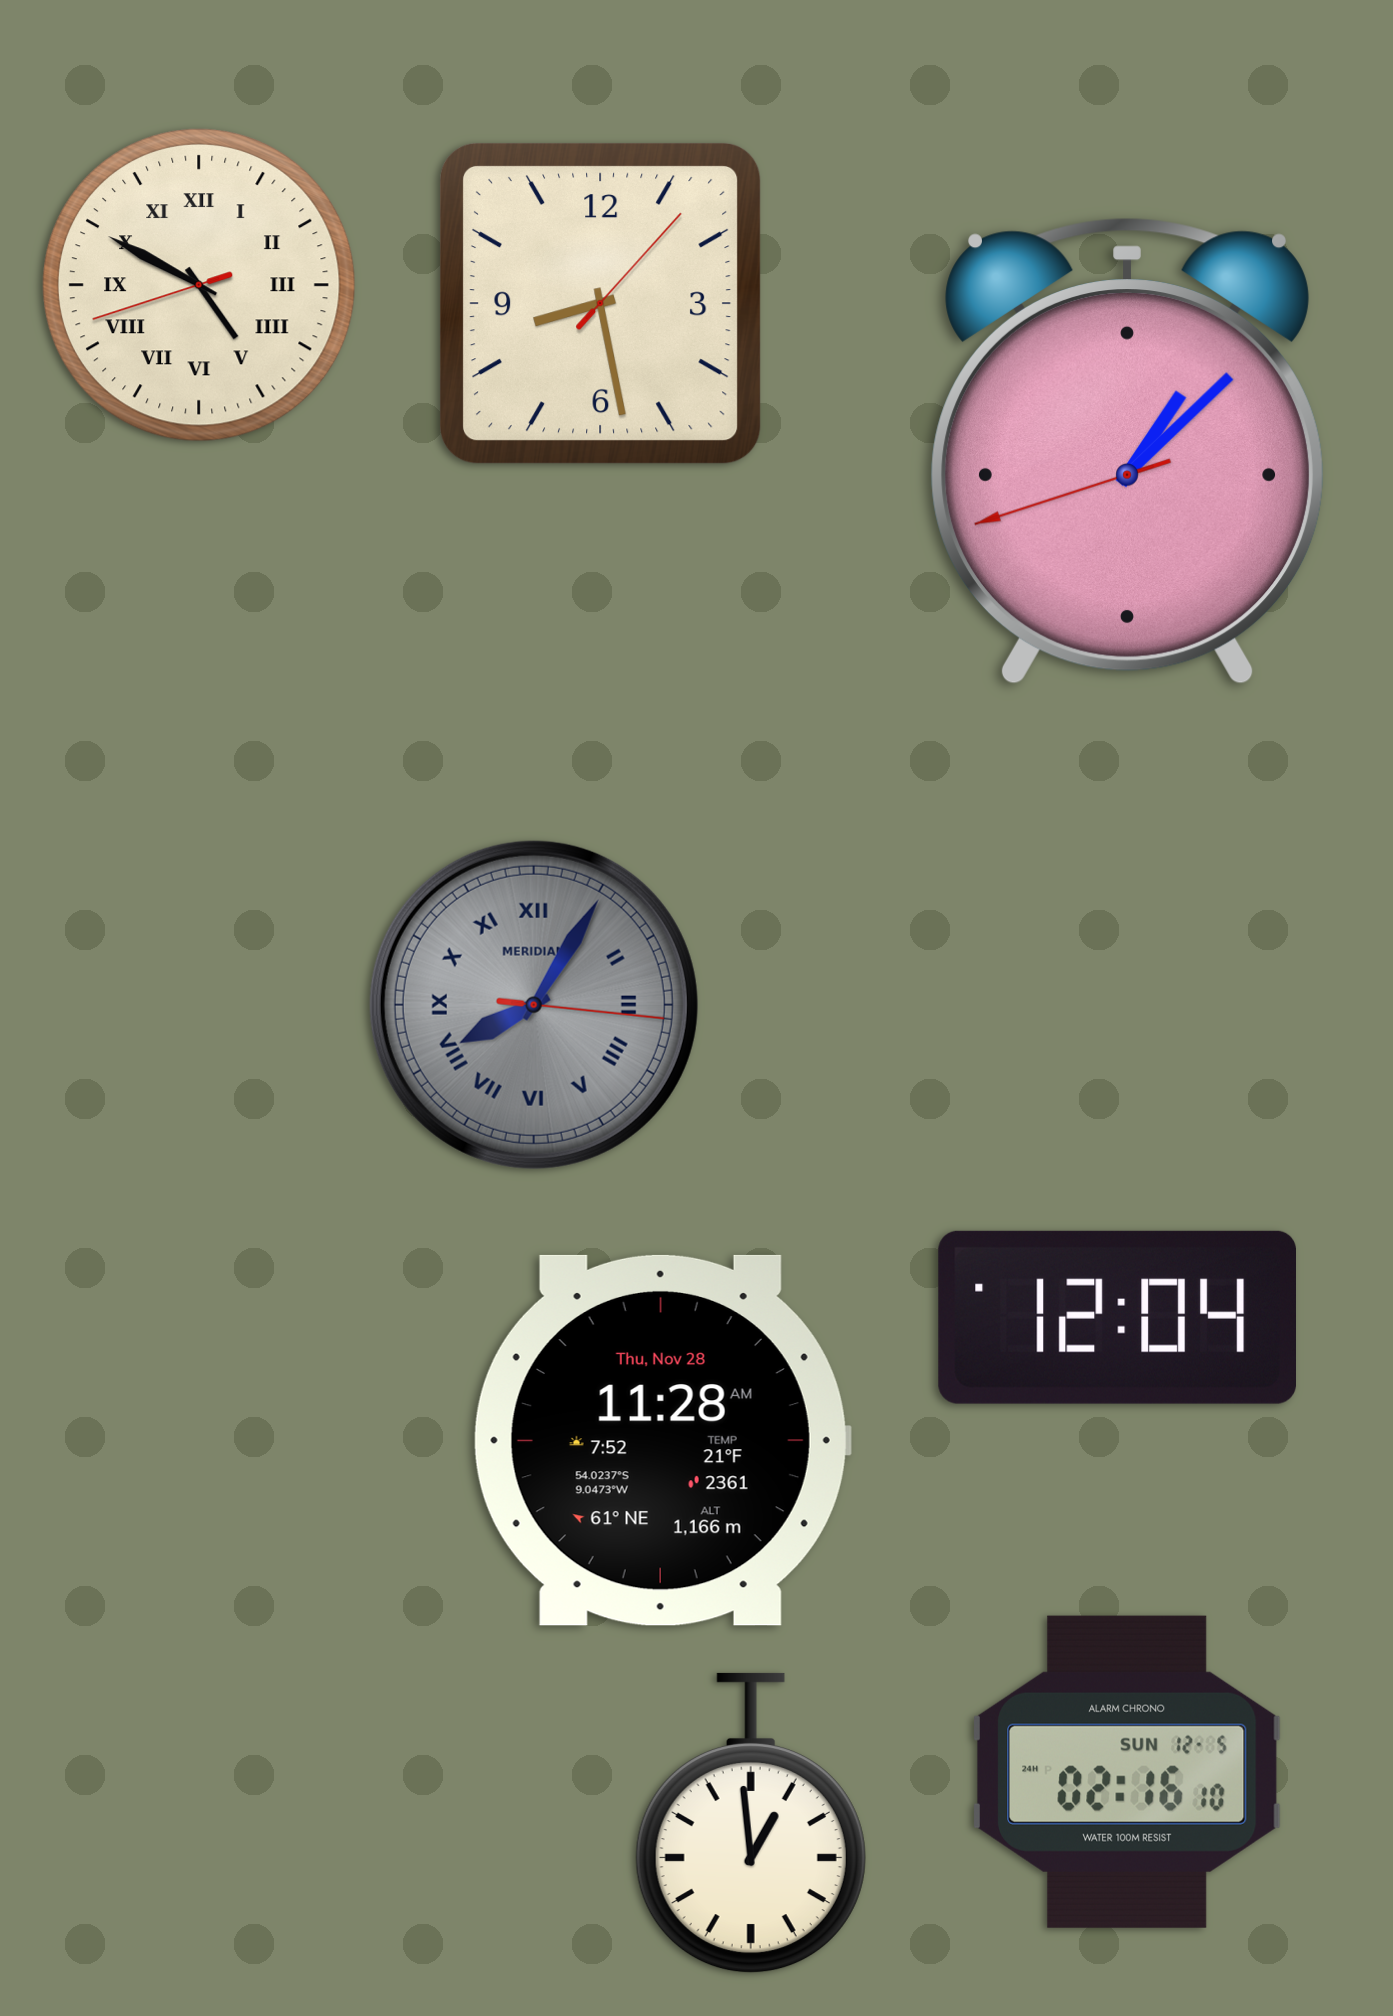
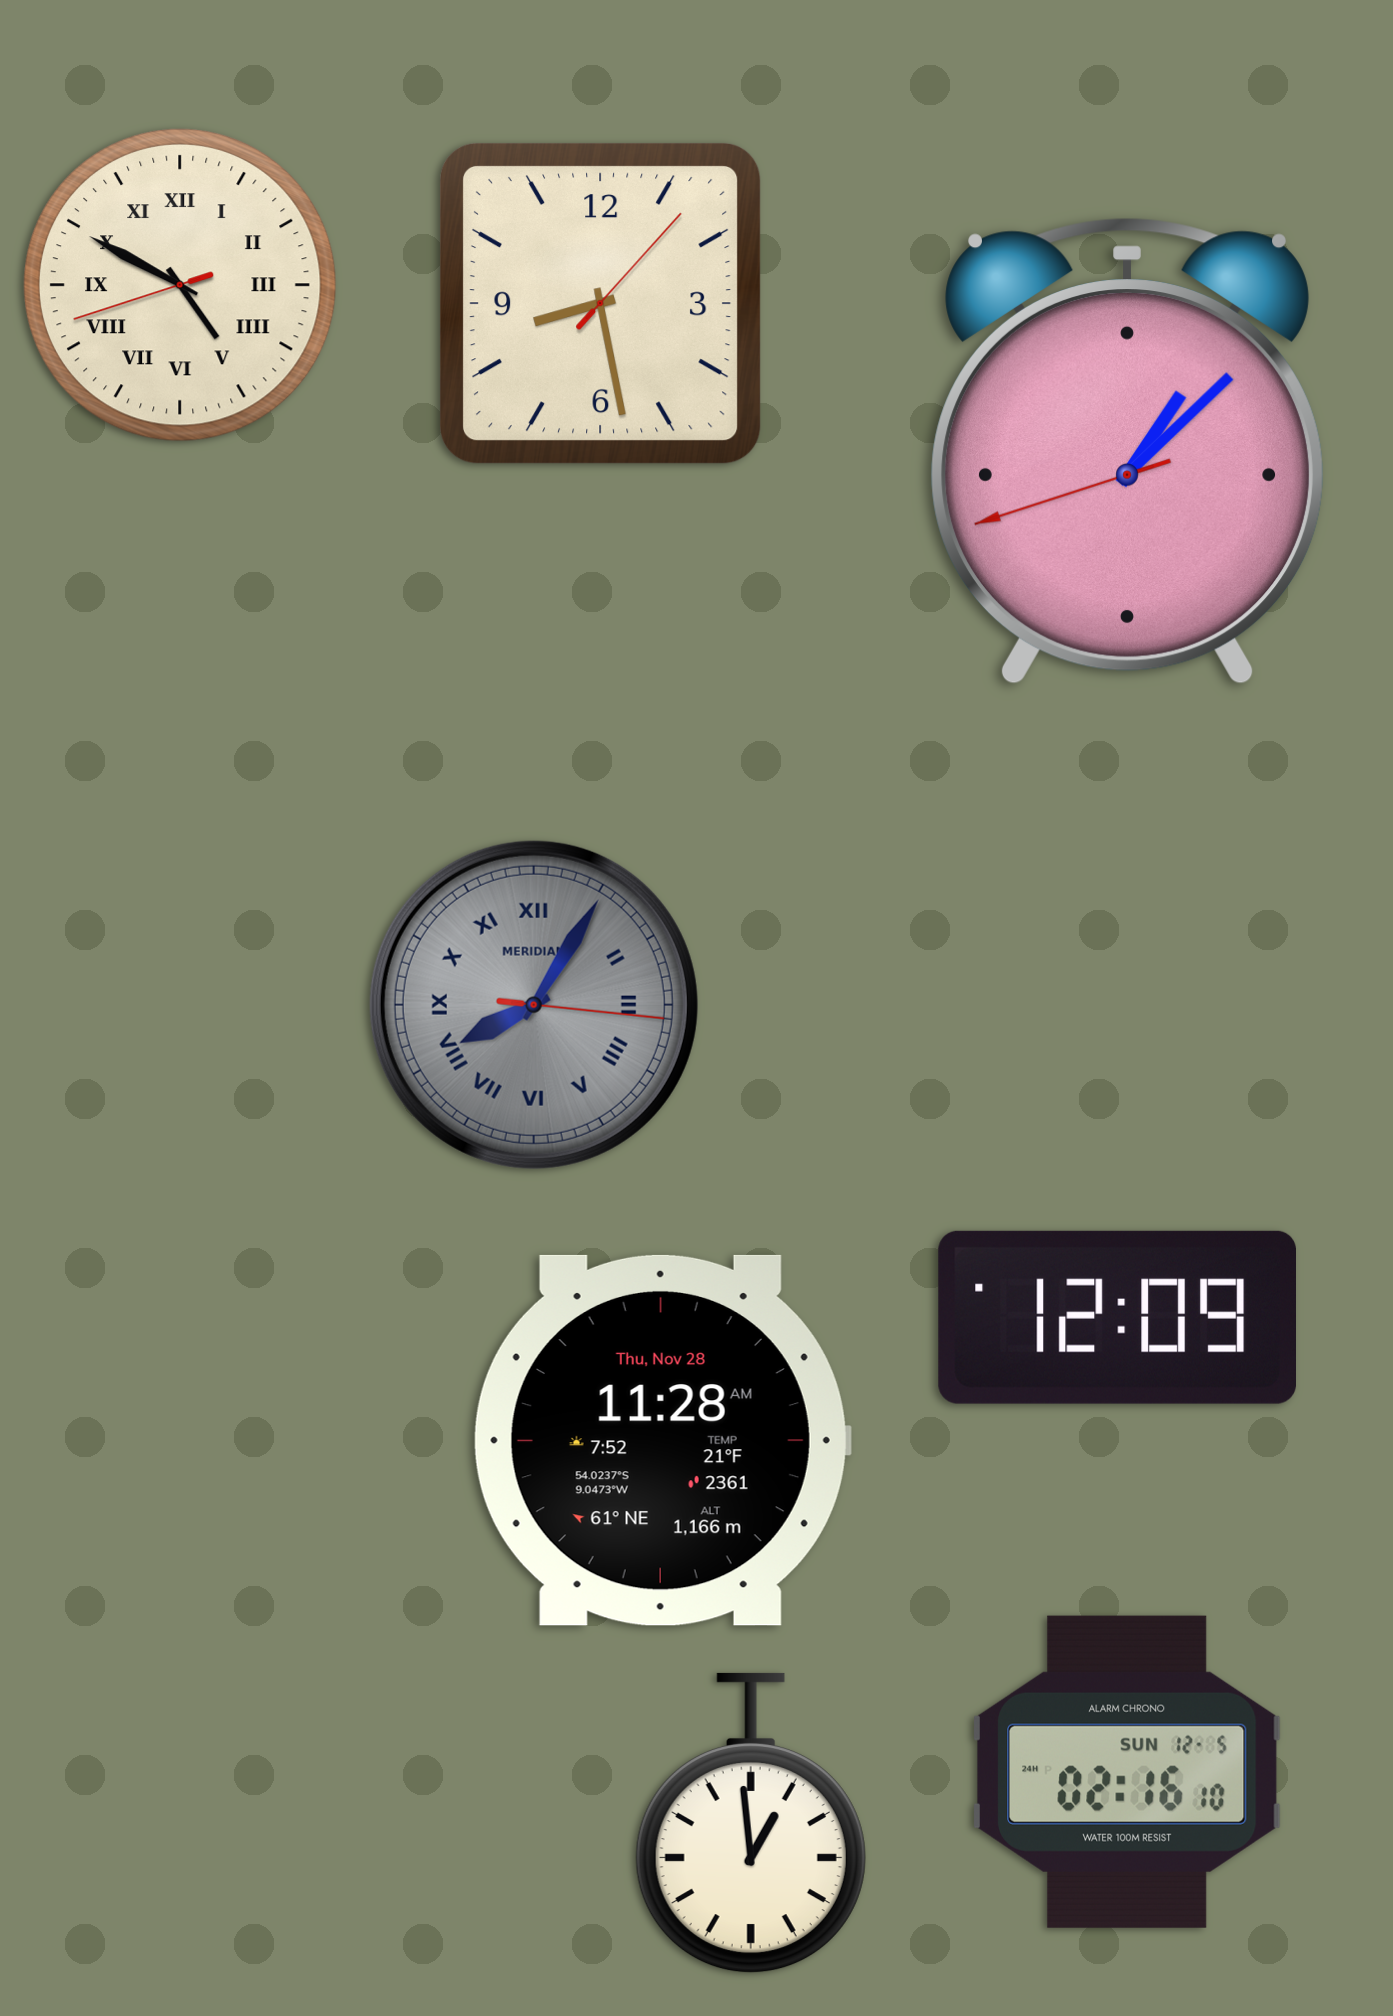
clock at (199, 285) position: (199, 285) -> (180, 285)
clock at (1117, 1317): 12:04 -> 12:09
